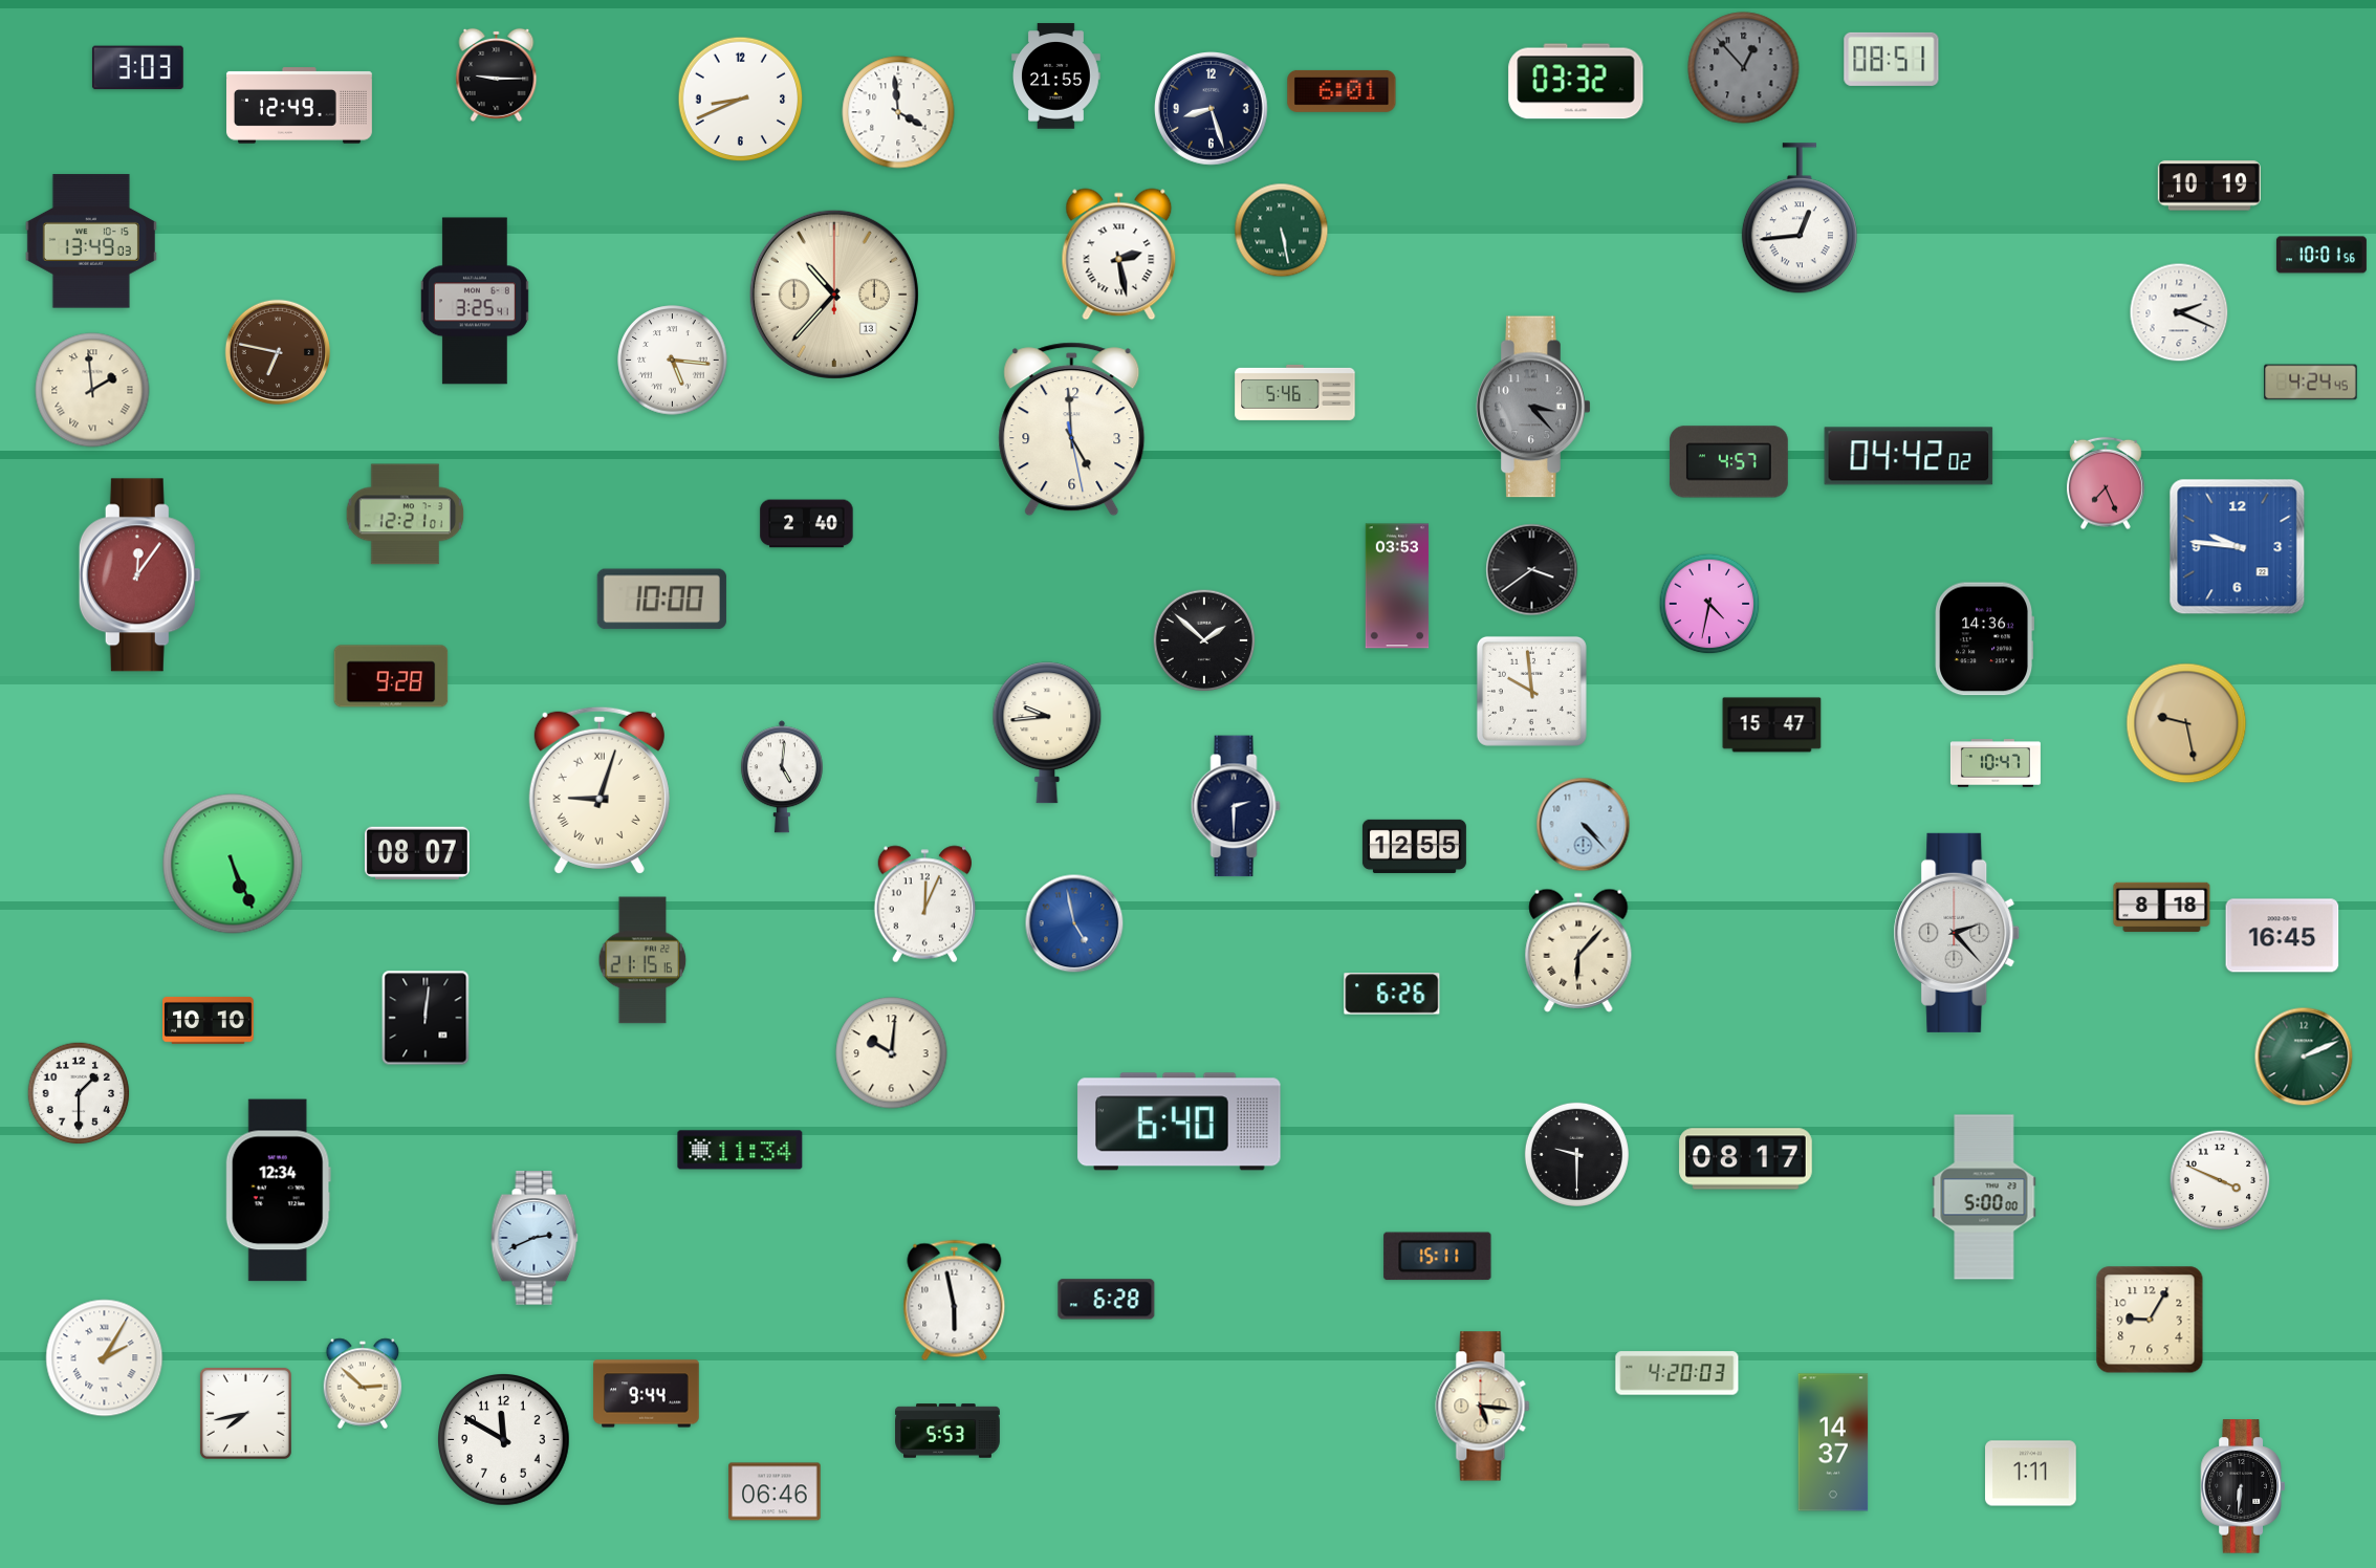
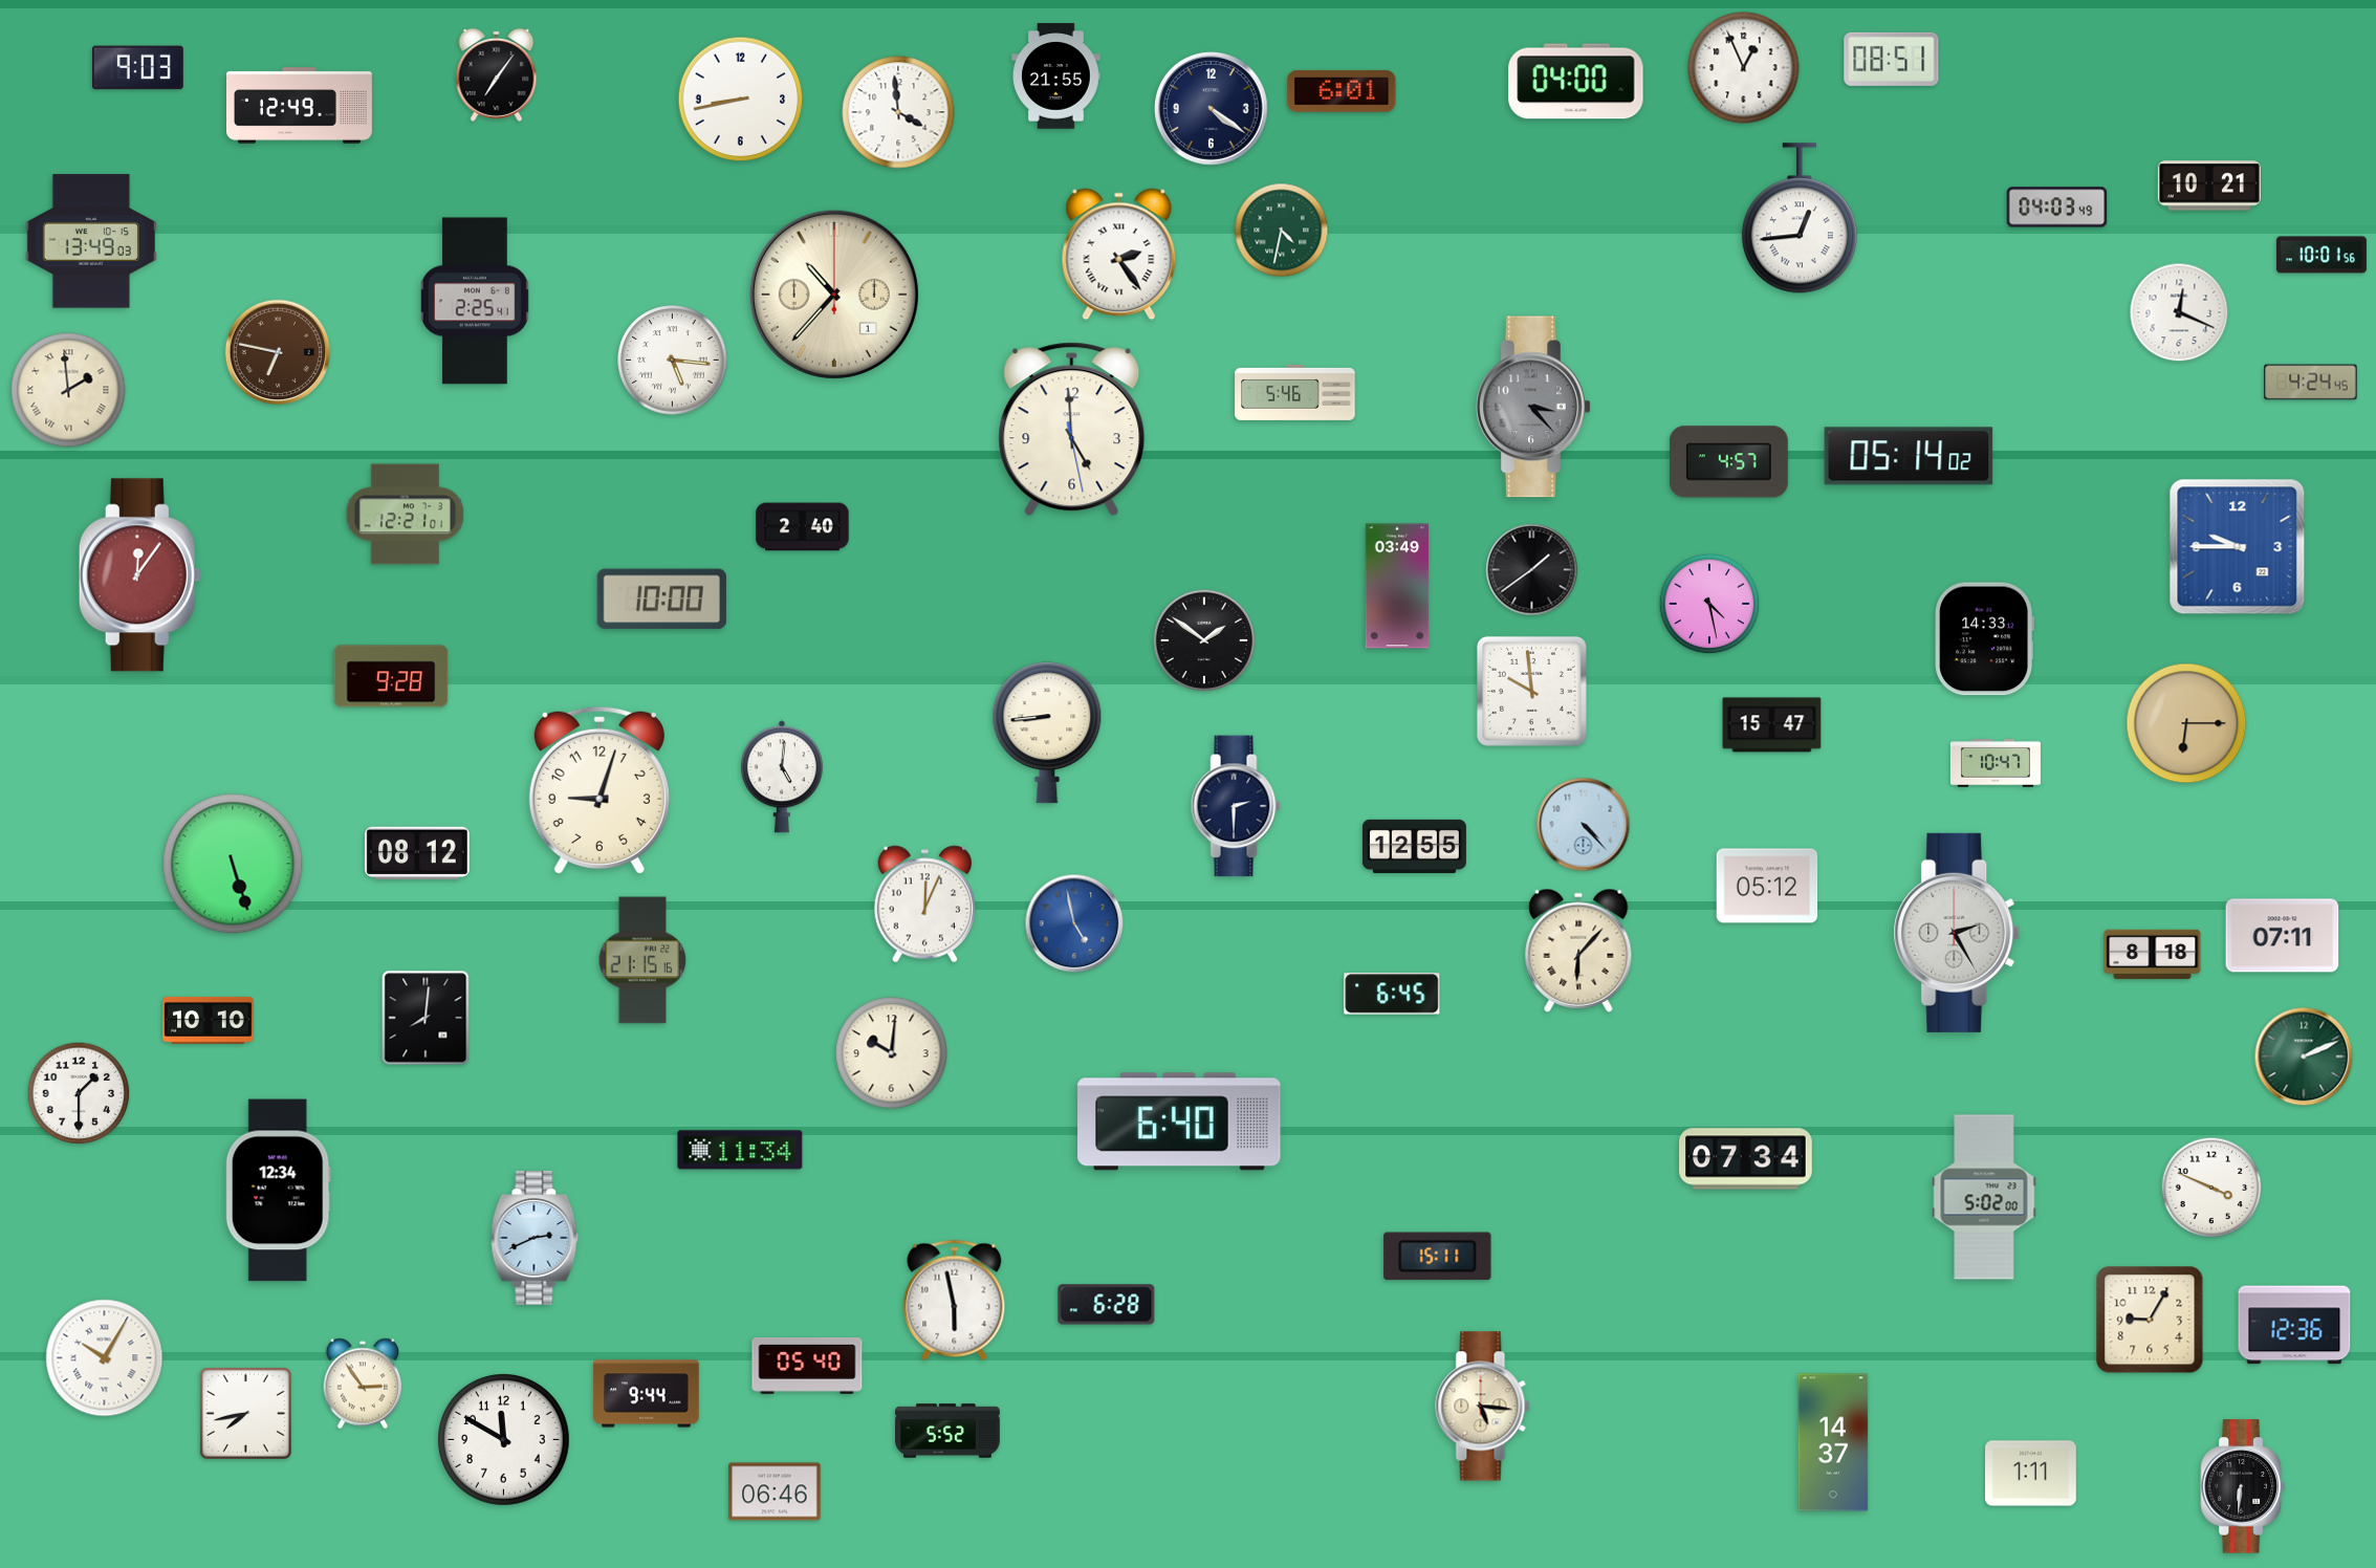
clock at (137, 68): 3:03 -> 9:03
clock at (1744, 68): 12:53 -> 12:56
clock at (1744, 68) dial: grey -> white
clock at (497, 74): 9:15 -> 7:06
clock at (1576, 82): 03:32 -> 04:00
clock at (741, 100): 8:41 -> 8:43
clock at (1212, 109): 8:27 -> 4:21
clock at (2209, 186): 10:19 -> 10:21
clock at (2057, 208): none -> 04:03
clock at (1282, 231): 5:28 -> 4:32
clock at (1119, 255): 2:28 -> 2:24
clock at (834, 295) date: 13 -> 1
clock at (475, 301): 3:25 -> 2:25
clock at (2179, 312): 2:19 -> 12:19
clock at (92, 390) position: (92, 390) -> (68, 390)
clock at (1909, 456): 04:42 -> 05:14
clock at (2107, 483): 7:26 -> none
clock at (807, 524) position: (807, 524) -> (803, 527)
clock at (2238, 547): 9:46 -> 9:45
clock at (1532, 570): 3:39 -> 1:39
clock at (1397, 586): 03:53 -> 03:49
clock at (1709, 604): 4:32 -> 4:28
clock at (1984, 639): 14:36 -> 14:33
clock at (1204, 640): 1:52 -> 1:51
clock at (2186, 723): 9:28 -> 6:15
clock at (1047, 733): 9:44 -> 8:44
clock at (600, 790) numerals: Roman -> Arabic
clock at (418, 852): 08:07 -> 08:12
clock at (233, 864): 5:26 -> 5:27
clock at (1767, 886): none -> 05:12
clock at (2162, 908) position: (2162, 908) -> (2153, 955)
clock at (1957, 933): 2:23 -> 2:25
clock at (2283, 936): 16:45 -> 07:11
clock at (1392, 994): 6:26 -> 6:45
clock at (426, 1018): 12:01 -> 8:01
clock at (1576, 1154): 9:30 -> none
clock at (1746, 1159): 08:17 -> 07:34
clock at (2220, 1180) position: (2220, 1180) -> (2211, 1188)
clock at (1984, 1197): 5:00 -> 5:02
clock at (1107, 1300) position: (1107, 1300) -> (1107, 1305)
clock at (2294, 1325): none -> 12:36
clock at (105, 1358): 2:05 -> 10:05
clock at (807, 1366): none -> 05:40
clock at (1677, 1373): 4:20 -> none
clock at (363, 1384): 2:52 -> 2:54
clock at (947, 1431): 5:53 -> 5:52
